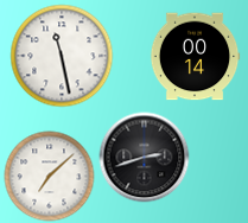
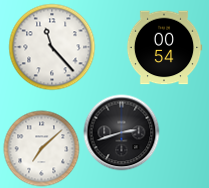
clock at (62, 56): 11:28 -> 11:23
clock at (195, 57): 00:14 -> 00:54
